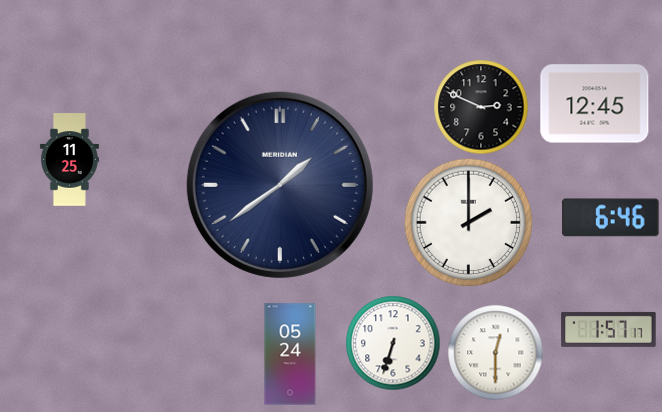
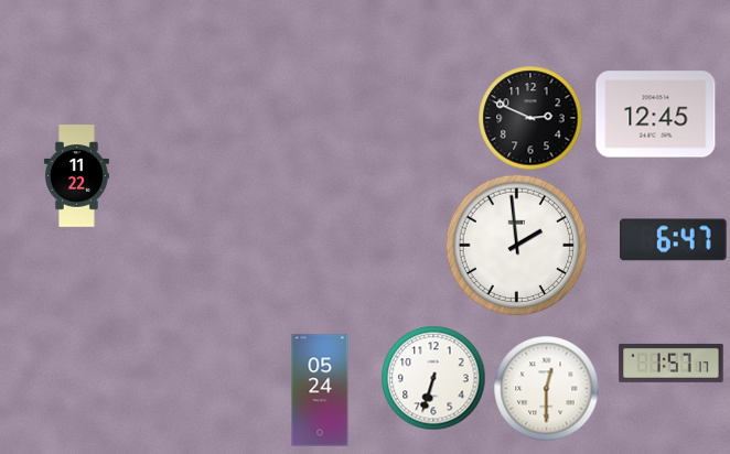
clock at (69, 160): 11:25 -> 11:22
clock at (280, 185): 1:39 -> none
clock at (611, 218): 6:46 -> 6:47
clock at (468, 222): 2:00 -> 1:59
